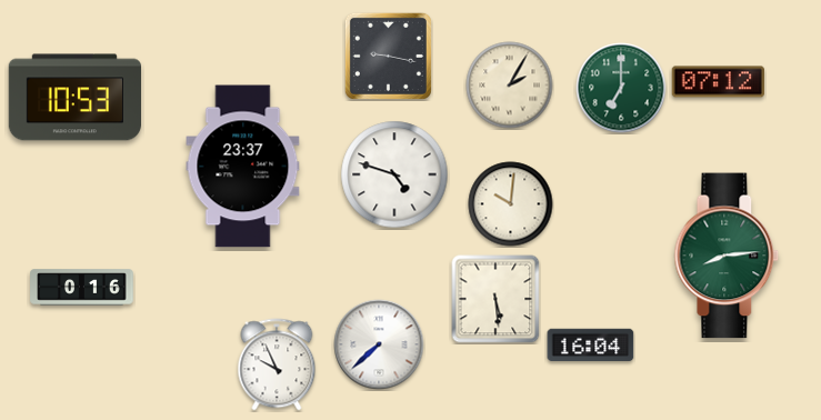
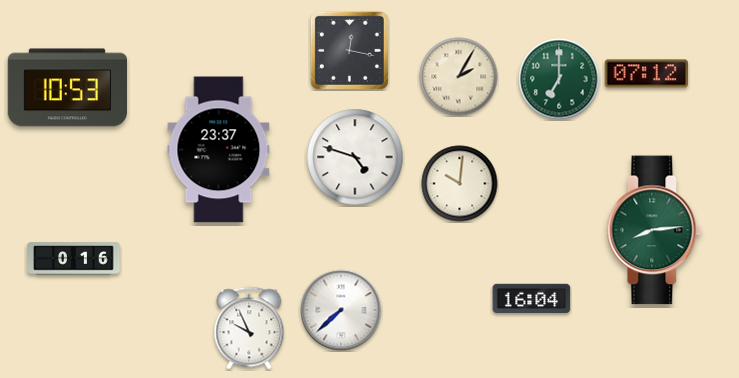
clock at (388, 56): 9:17 -> 12:17
clock at (495, 299): 5:29 -> none
clock at (591, 346) position: (591, 346) -> (532, 299)
